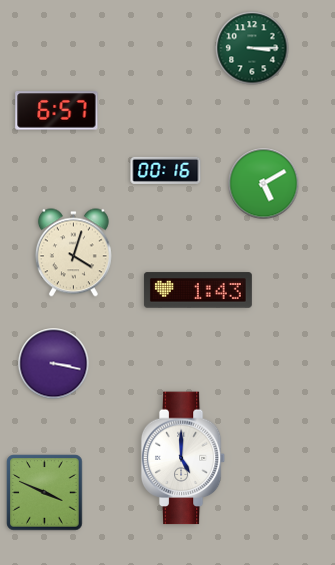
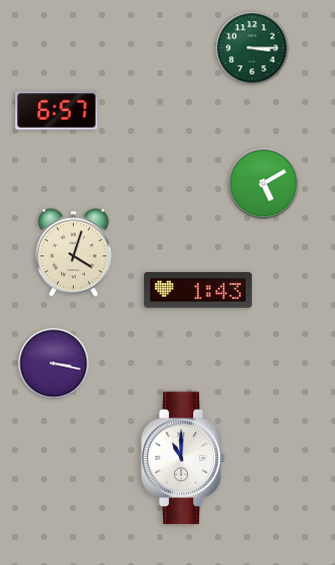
clock at (166, 170): 00:16 -> none
clock at (183, 458): 5:00 -> 11:00
clock at (45, 493): 3:49 -> none
